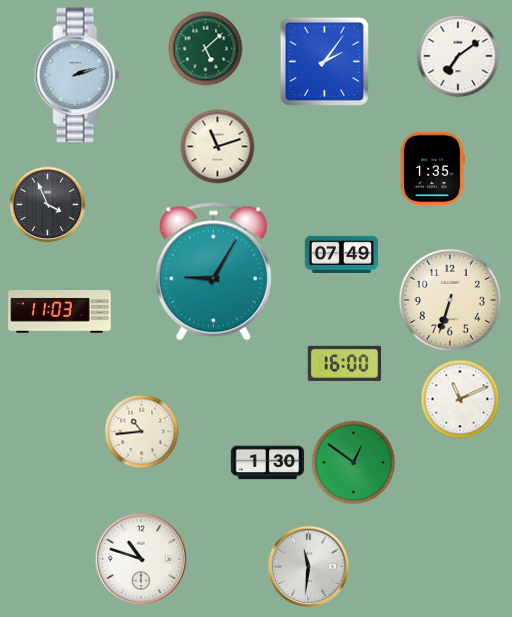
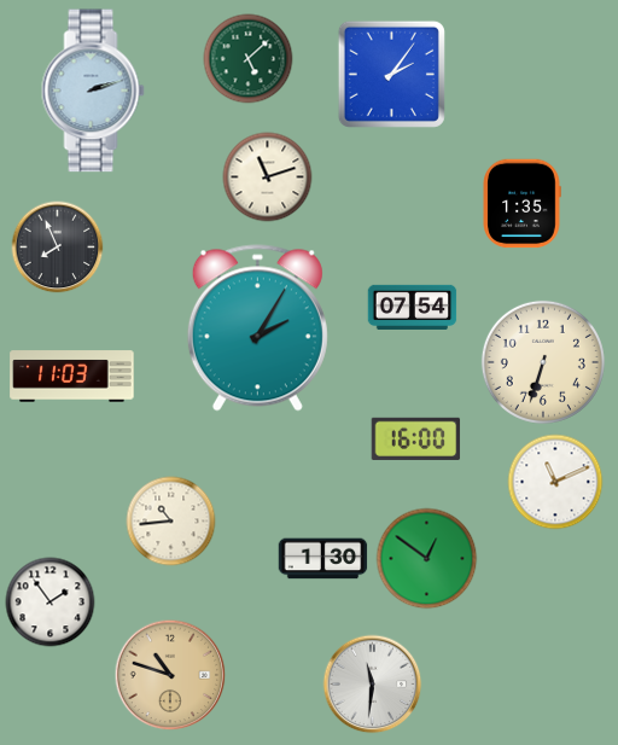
clock at (458, 56): 7:09 -> none
clock at (218, 147) position: (218, 147) -> (268, 177)
clock at (48, 205): 3:56 -> 7:56
clock at (342, 254): 07:49 -> 07:54
clock at (213, 272): 9:05 -> 2:05
clock at (51, 603): none -> 1:54
clock at (141, 559) dial: white -> champagne
